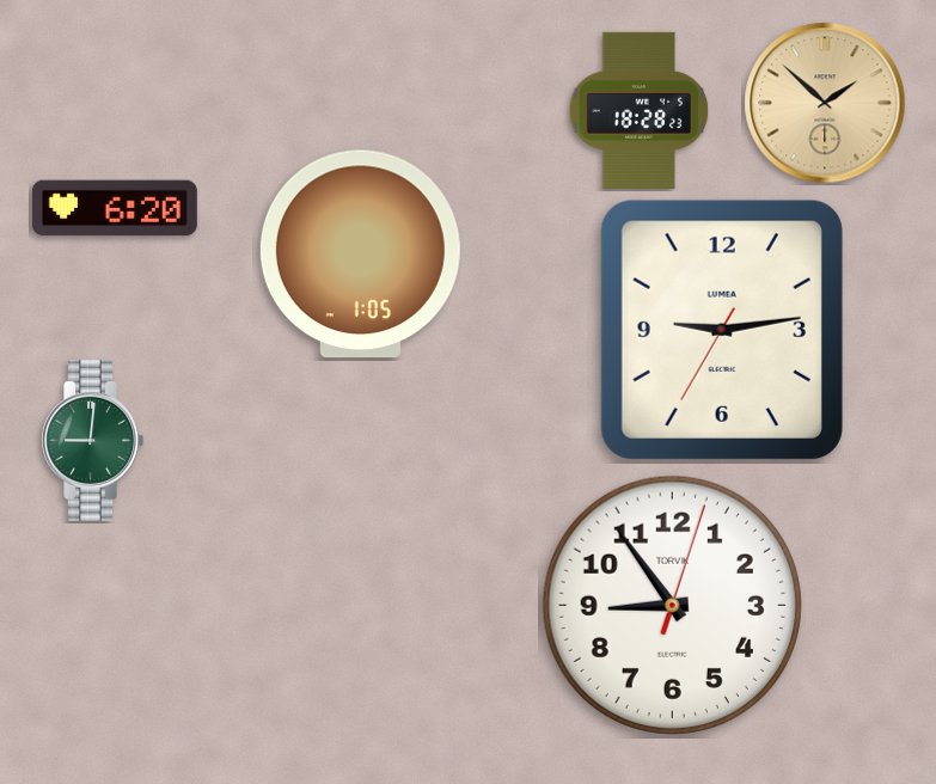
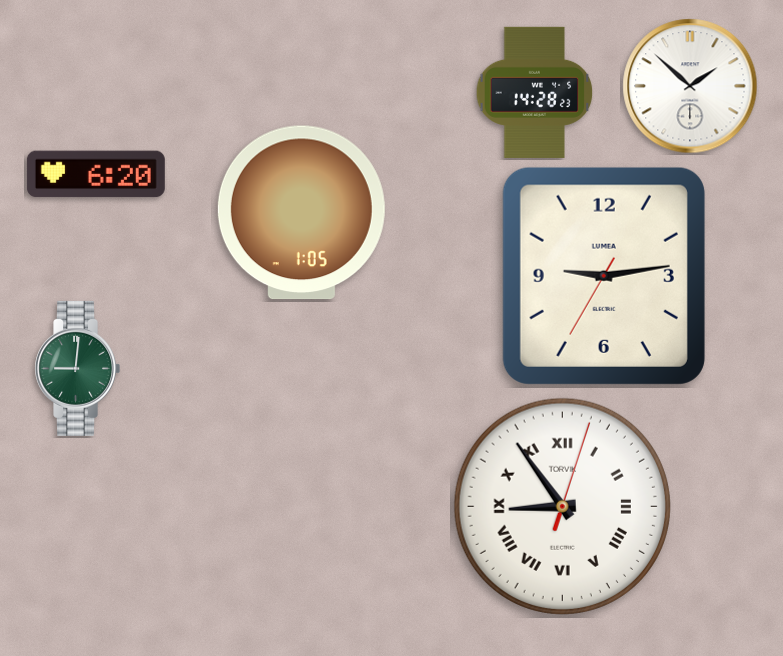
clock at (825, 103) dial: champagne -> white
clock at (640, 110): 18:28 -> 14:28
clock at (672, 605) numerals: Arabic -> Roman
